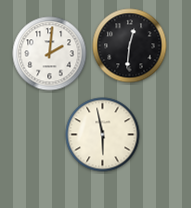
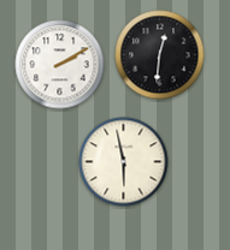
clock at (130, 46) position: (130, 46) -> (160, 55)
clock at (50, 54): 2:01 -> 2:10
